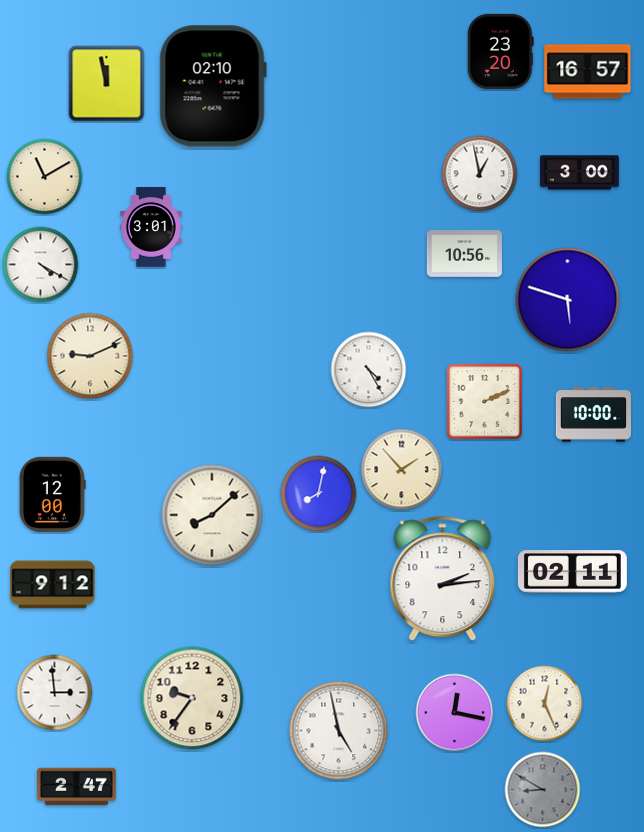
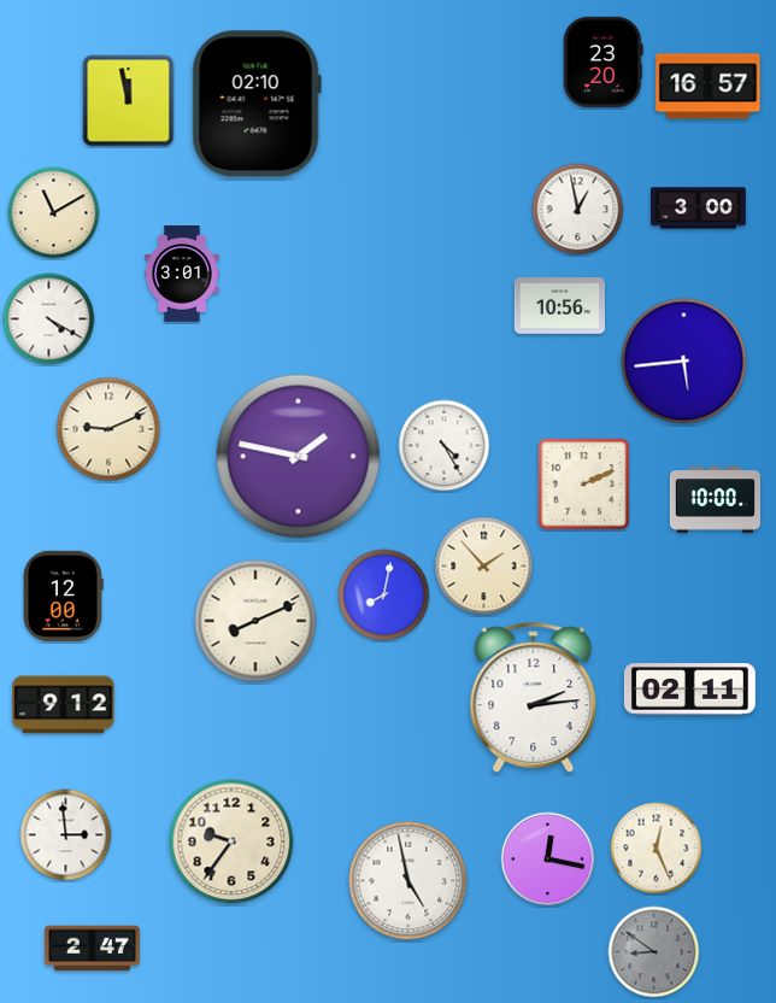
clock at (568, 300): 5:48 -> 5:44
clock at (299, 457): none -> 1:47
clock at (212, 515): 8:08 -> 8:11
clock at (543, 790): 8:50 -> 8:51
